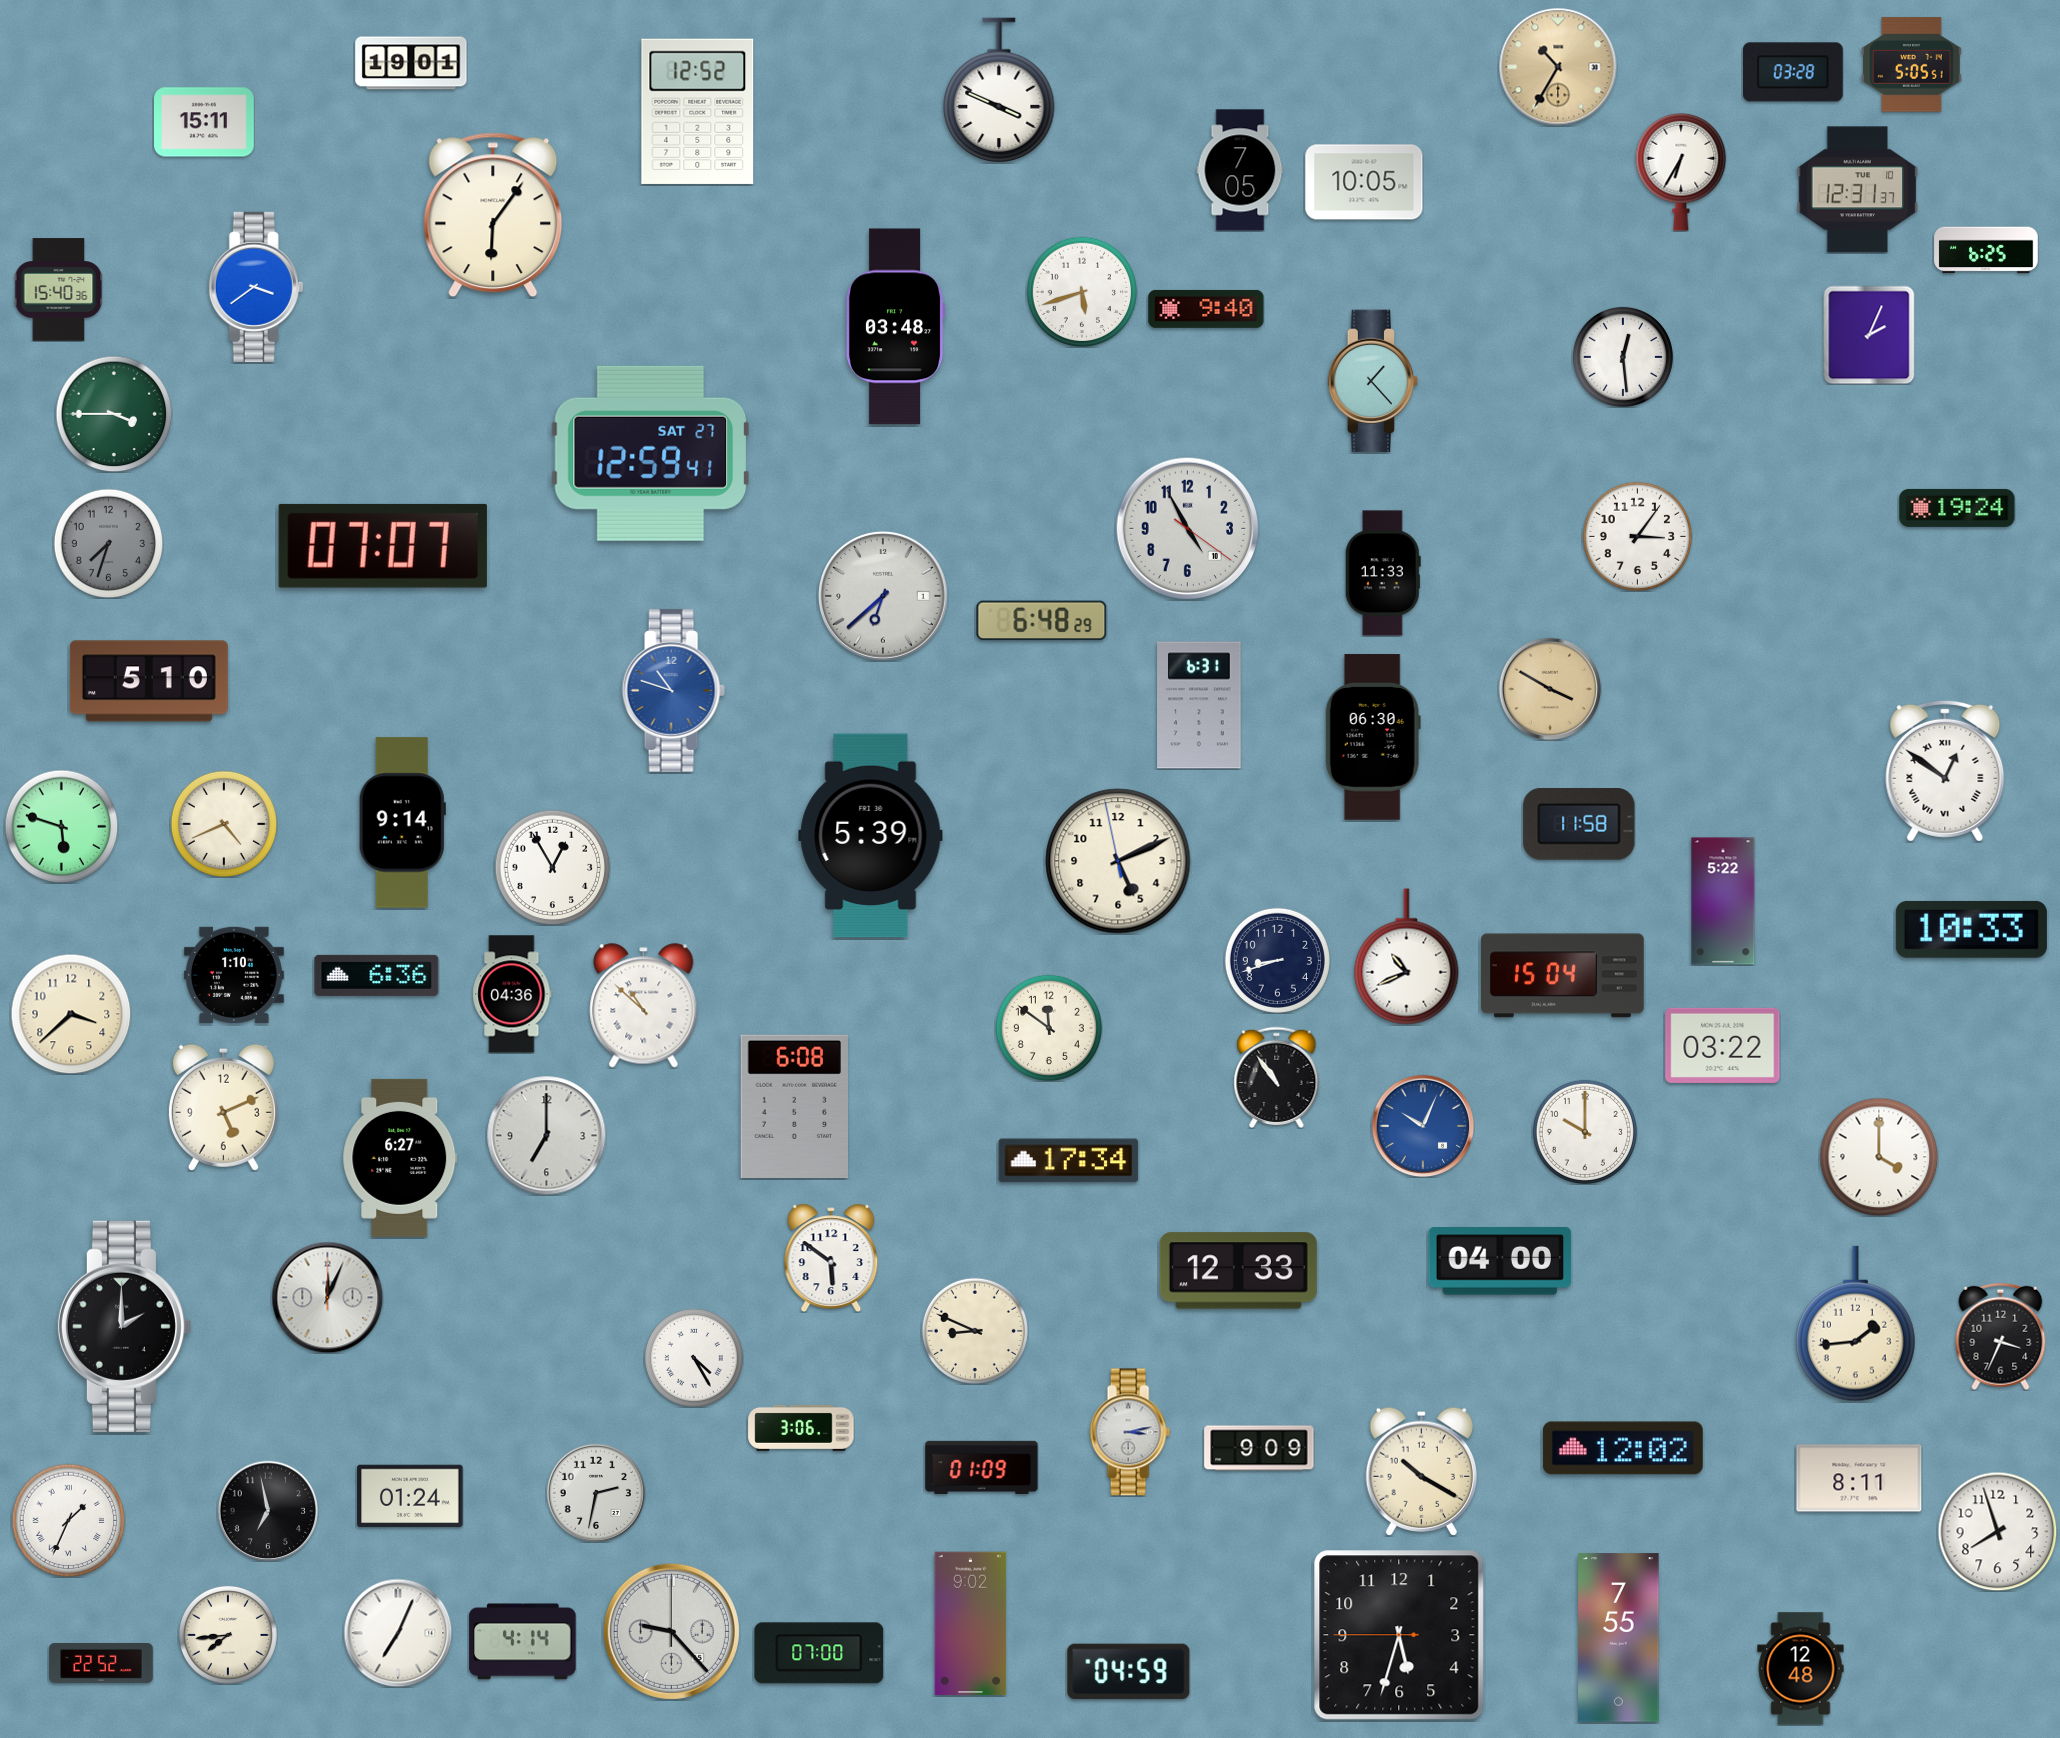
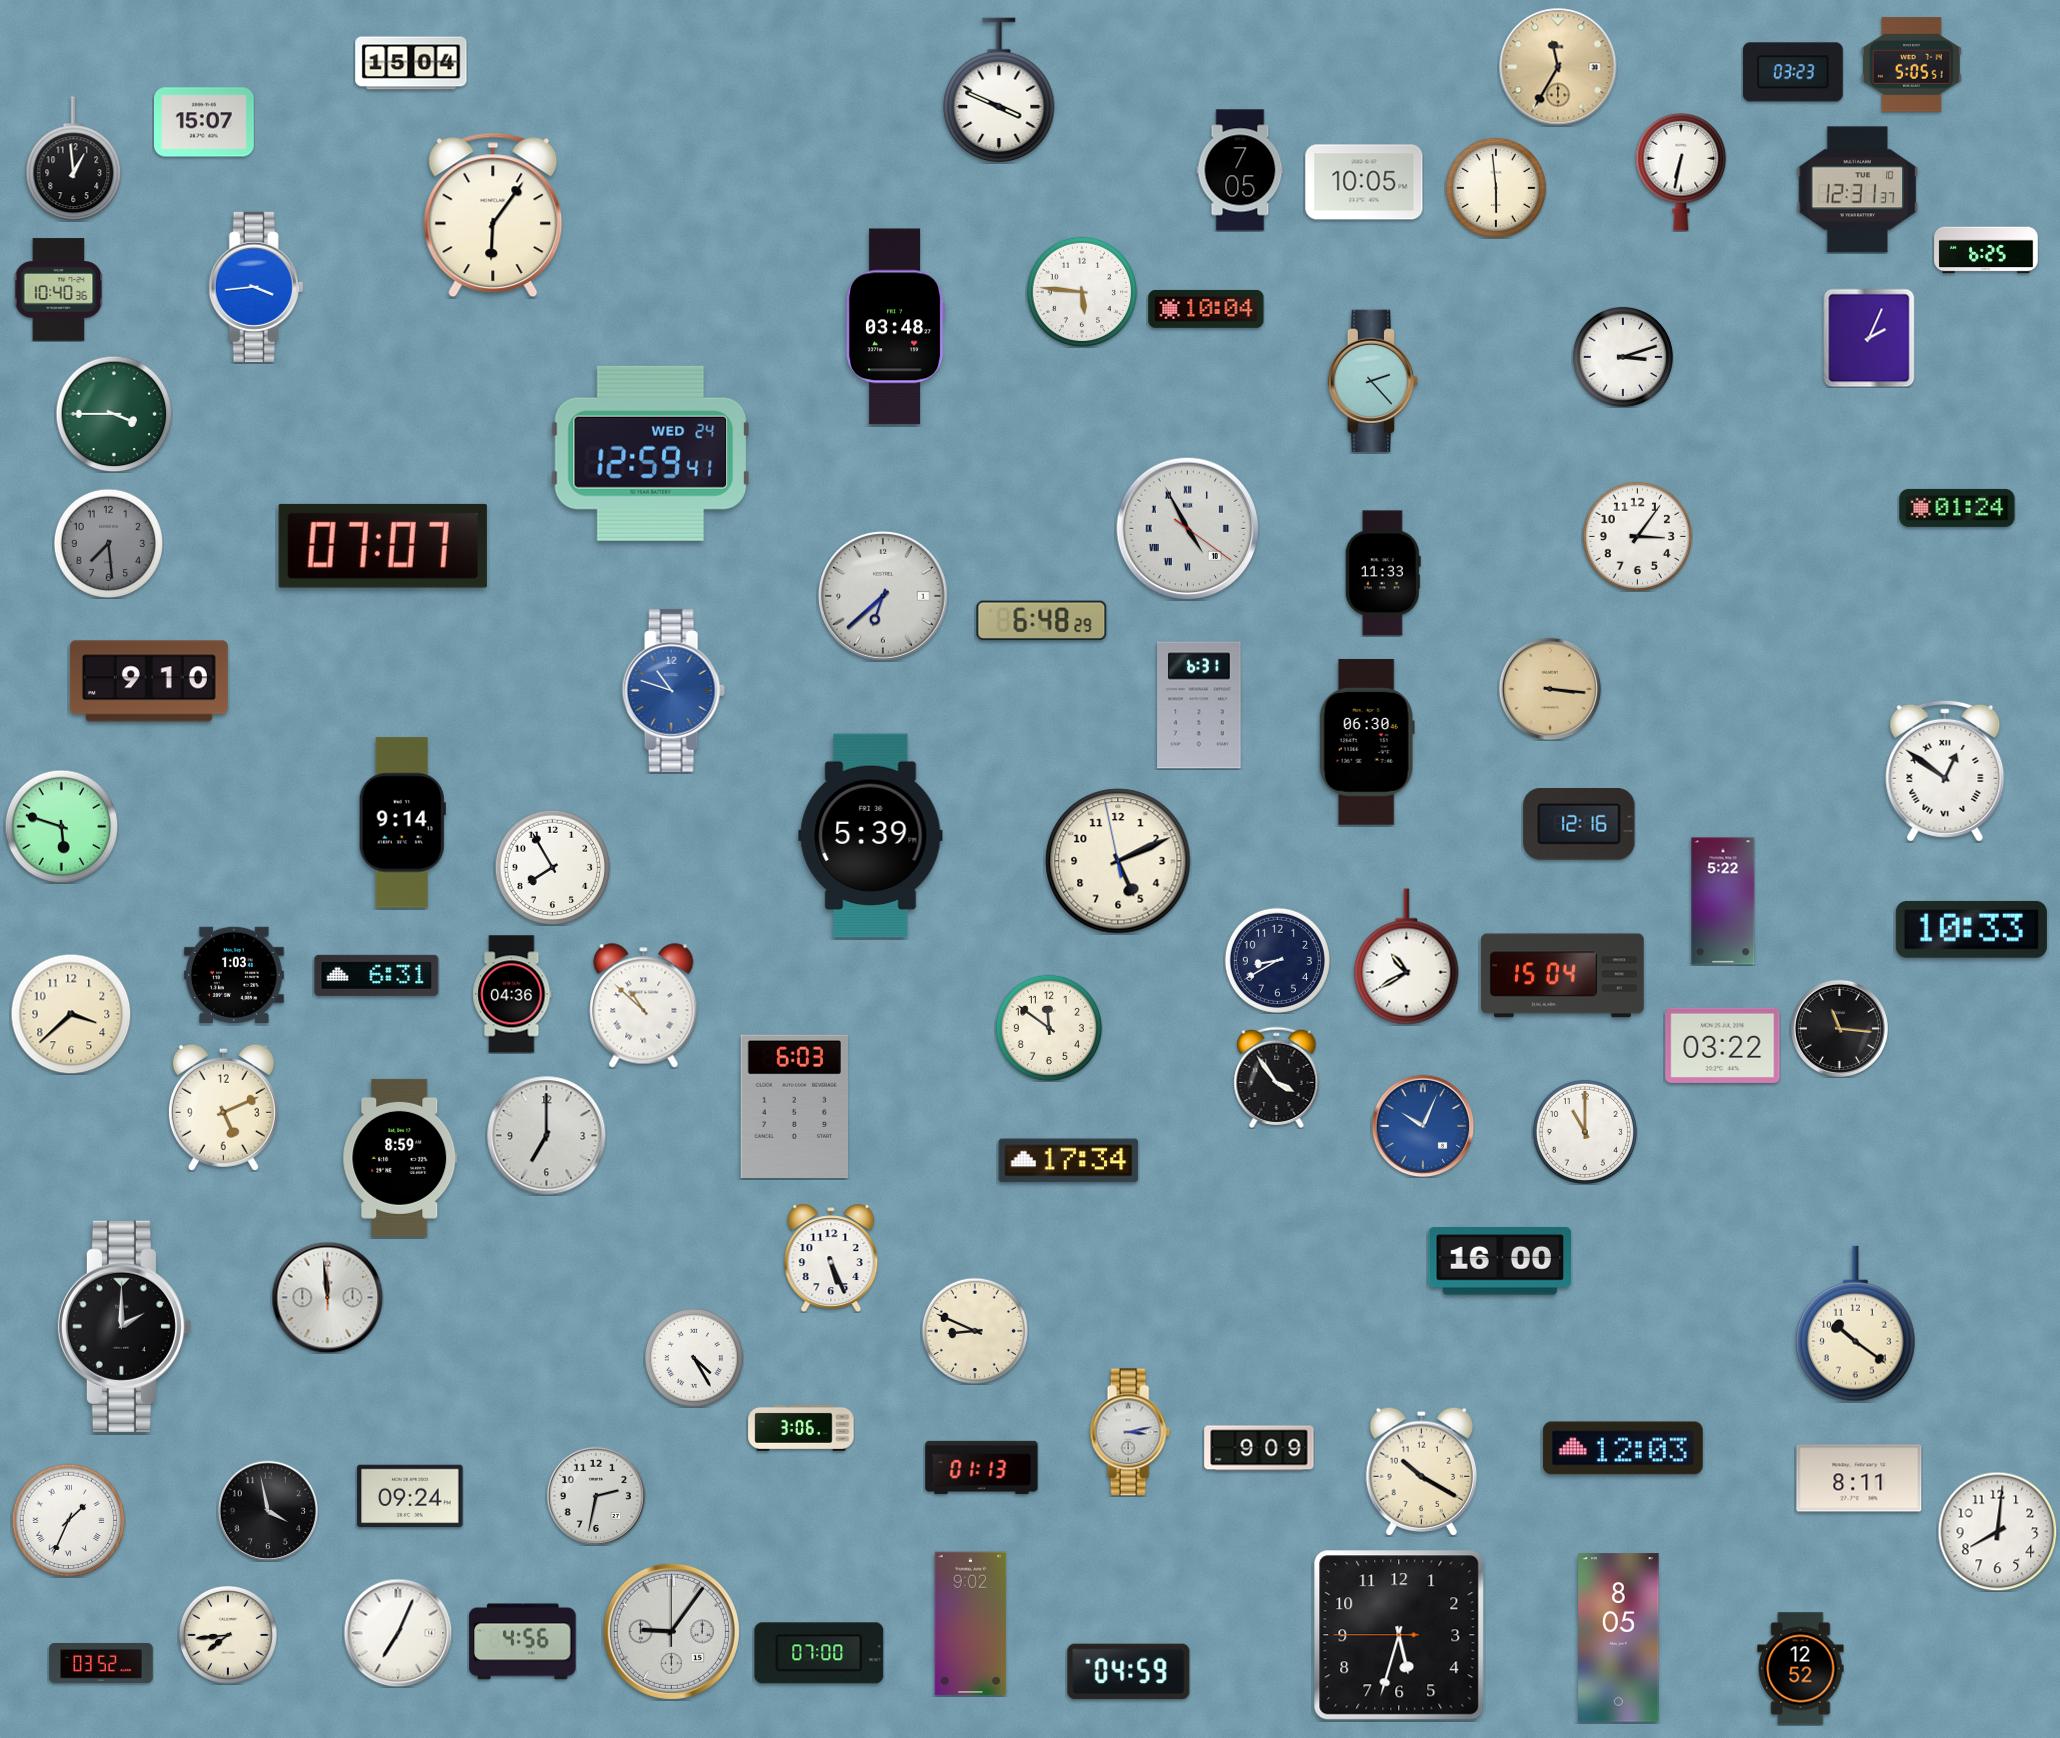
clock at (411, 63): 19:01 -> 15:04
clock at (1558, 67): 10:35 -> 11:35
clock at (1793, 72): 03:28 -> 03:23
clock at (698, 111): 12:52 -> none
clock at (205, 122): 15:11 -> 15:07
clock at (74, 159): none -> 12:59
clock at (1681, 172): 6:35 -> 6:32
clock at (1496, 188): none -> 5:59
clock at (256, 287): 3:39 -> 3:44
clock at (59, 290): 15:40 -> 10:40
clock at (1082, 292): 5:42 -> 5:46
clock at (1206, 309): 9:40 -> 10:04
clock at (1869, 335) position: (1869, 335) -> (1869, 338)
clock at (1623, 357): 12:29 -> 3:12
clock at (1373, 381): 1:23 -> 2:23
clock at (650, 453) date: SAT 27 -> WED 24
clock at (1957, 508): 19:24 -> 01:24
clock at (1187, 528) numerals: Arabic -> Roman
clock at (108, 543): 7:33 -> 7:29
clock at (149, 681): 5:10 -> 9:10
clock at (1550, 689): 3:50 -> 3:16
clock at (1373, 737) position: (1373, 737) -> (1367, 742)
clock at (224, 824): 4:41 -> none
clock at (1579, 825): 11:58 -> 12:16
clock at (552, 867): 12:55 -> 7:55
clock at (1407, 957): 10:41 -> 10:40
clock at (1277, 960): 8:42 -> 8:40
clock at (235, 975): 1:10 -> 1:03
clock at (377, 975): 6:36 -> 6:31
clock at (1839, 1028): none -> 11:16
clock at (1277, 1077): 10:54 -> 3:54
clock at (794, 1106): 6:08 -> 6:03
clock at (1585, 1132): 10:00 -> 11:00
clock at (1879, 1157): 4:00 -> none
clock at (400, 1158): 6:27 -> 8:59
clock at (831, 1258): 5:51 -> 5:26
clock at (1500, 1261): 04:00 -> 16:00
clock at (1238, 1271): 12:33 -> none
clock at (327, 1297): 12:04 -> 11:59
clock at (1855, 1324): 1:44 -> 10:21
clock at (2001, 1336): 3:34 -> none
clock at (1623, 1448): 12:02 -> 12:03
clock at (982, 1467): 01:09 -> 01:13
clock at (596, 1493) position: (596, 1493) -> (596, 1496)
clock at (410, 1496): 01:24 -> 09:24
clock at (267, 1510): 6:58 -> 3:58
clock at (1997, 1531): 7:57 -> 8:01
clock at (671, 1631): 9:23 -> 9:06
clock at (1619, 1638): 7:55 -> 8:05
clock at (523, 1642): 4:14 -> 4:56
clock at (101, 1663): 22:52 -> 03:52
clock at (1801, 1669): 12:48 -> 12:52
